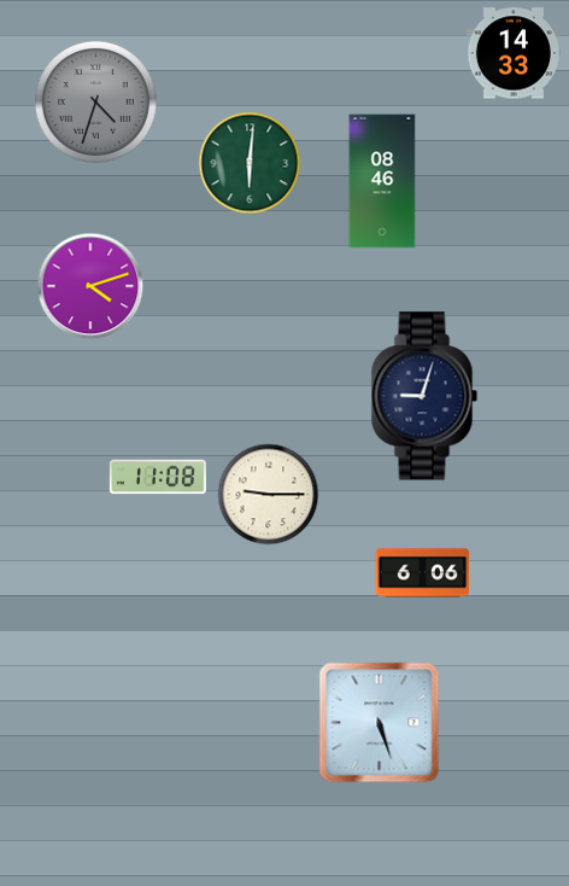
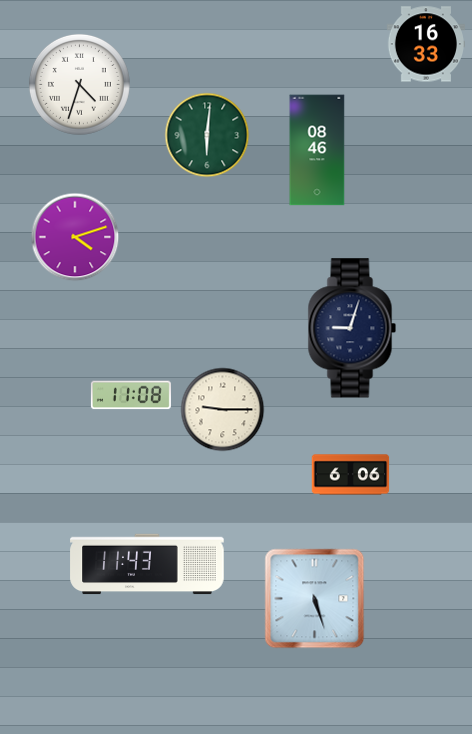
clock at (512, 53): 14:33 -> 16:33
clock at (95, 101) dial: grey -> white
clock at (147, 564): none -> 11:43
